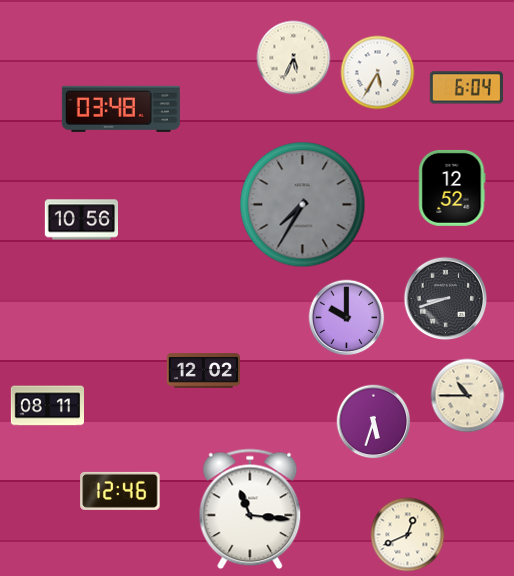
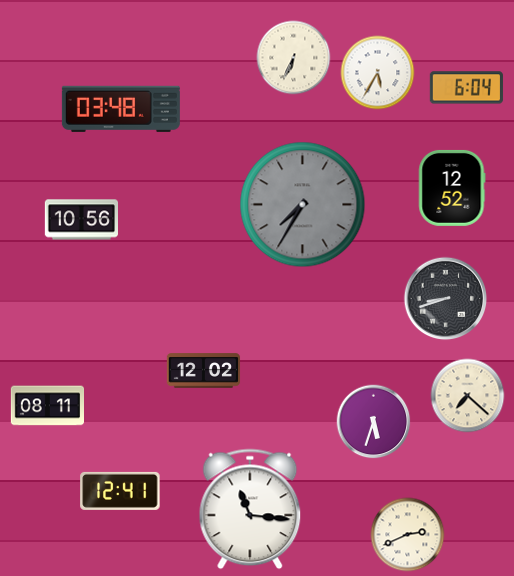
clock at (294, 58): 5:34 -> 6:34
clock at (347, 318): 10:00 -> none
clock at (468, 396): 10:45 -> 7:22
clock at (120, 491): 12:46 -> 12:41
clock at (408, 535): 12:41 -> 2:41
